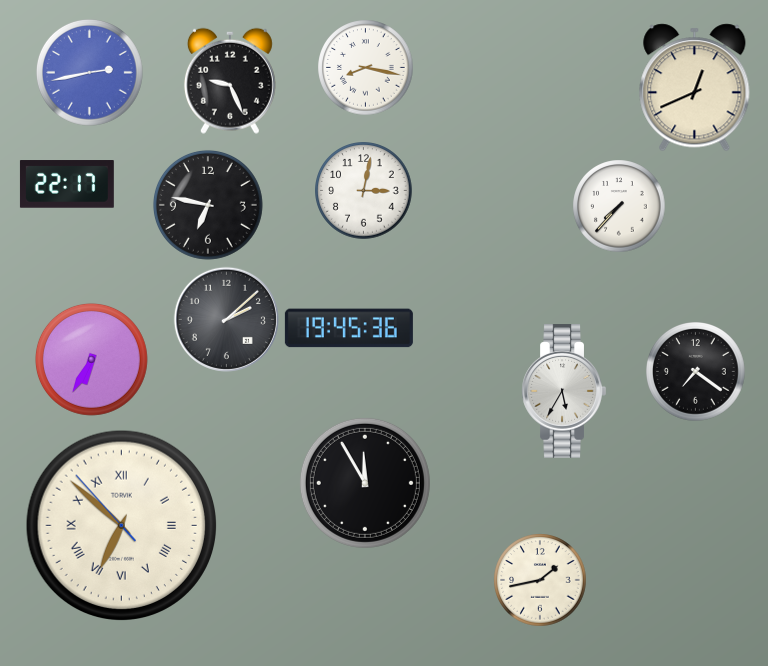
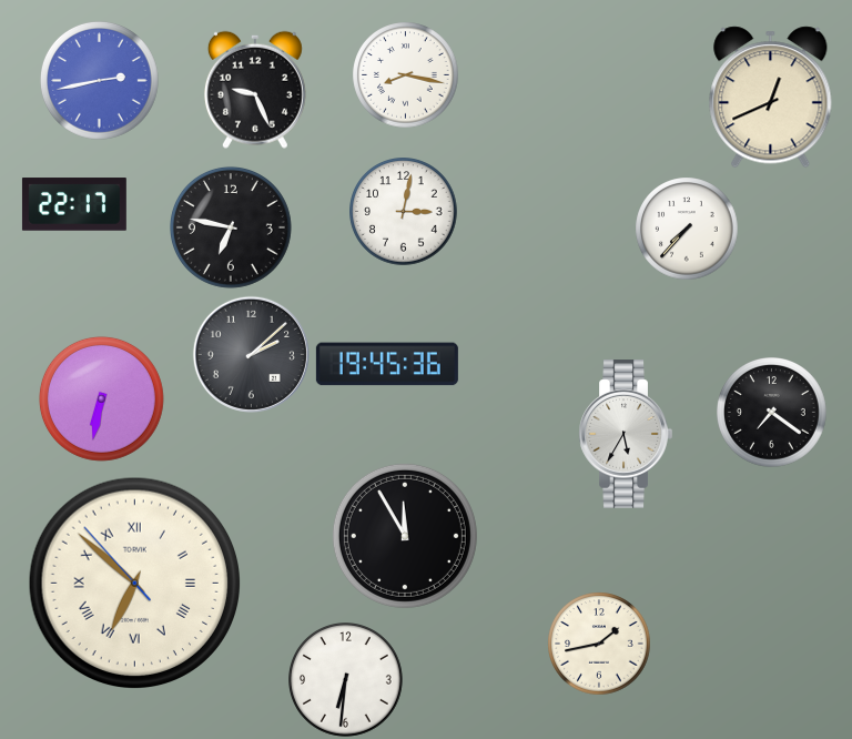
clock at (91, 359): 6:35 -> 6:32
clock at (346, 680): none -> 6:31
